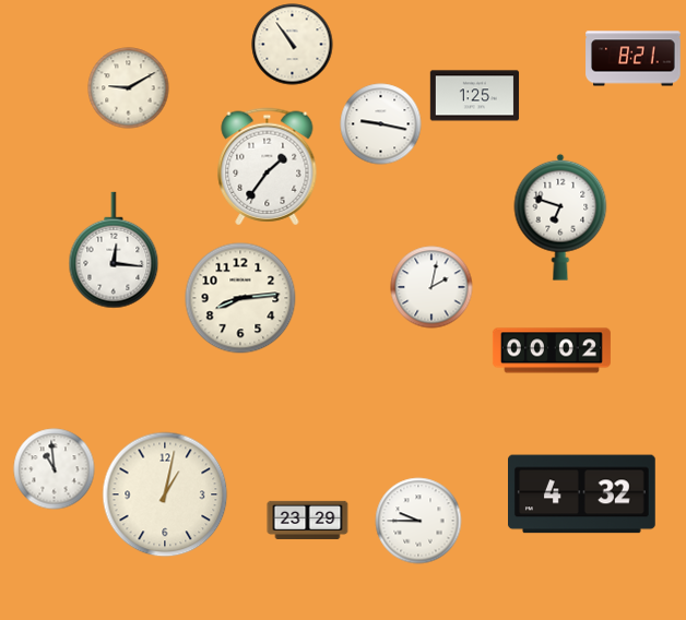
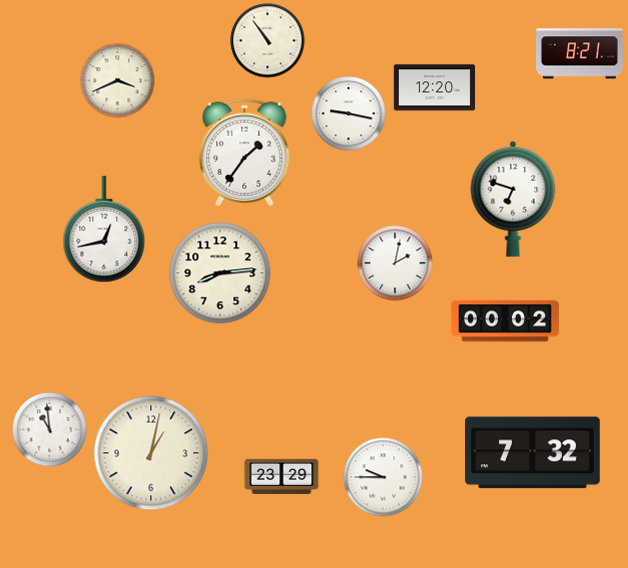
clock at (129, 88): 9:10 -> 3:41
clock at (475, 96): 1:25 -> 12:20
clock at (114, 250): 12:16 -> 12:43
clock at (582, 494): 4:32 -> 7:32
